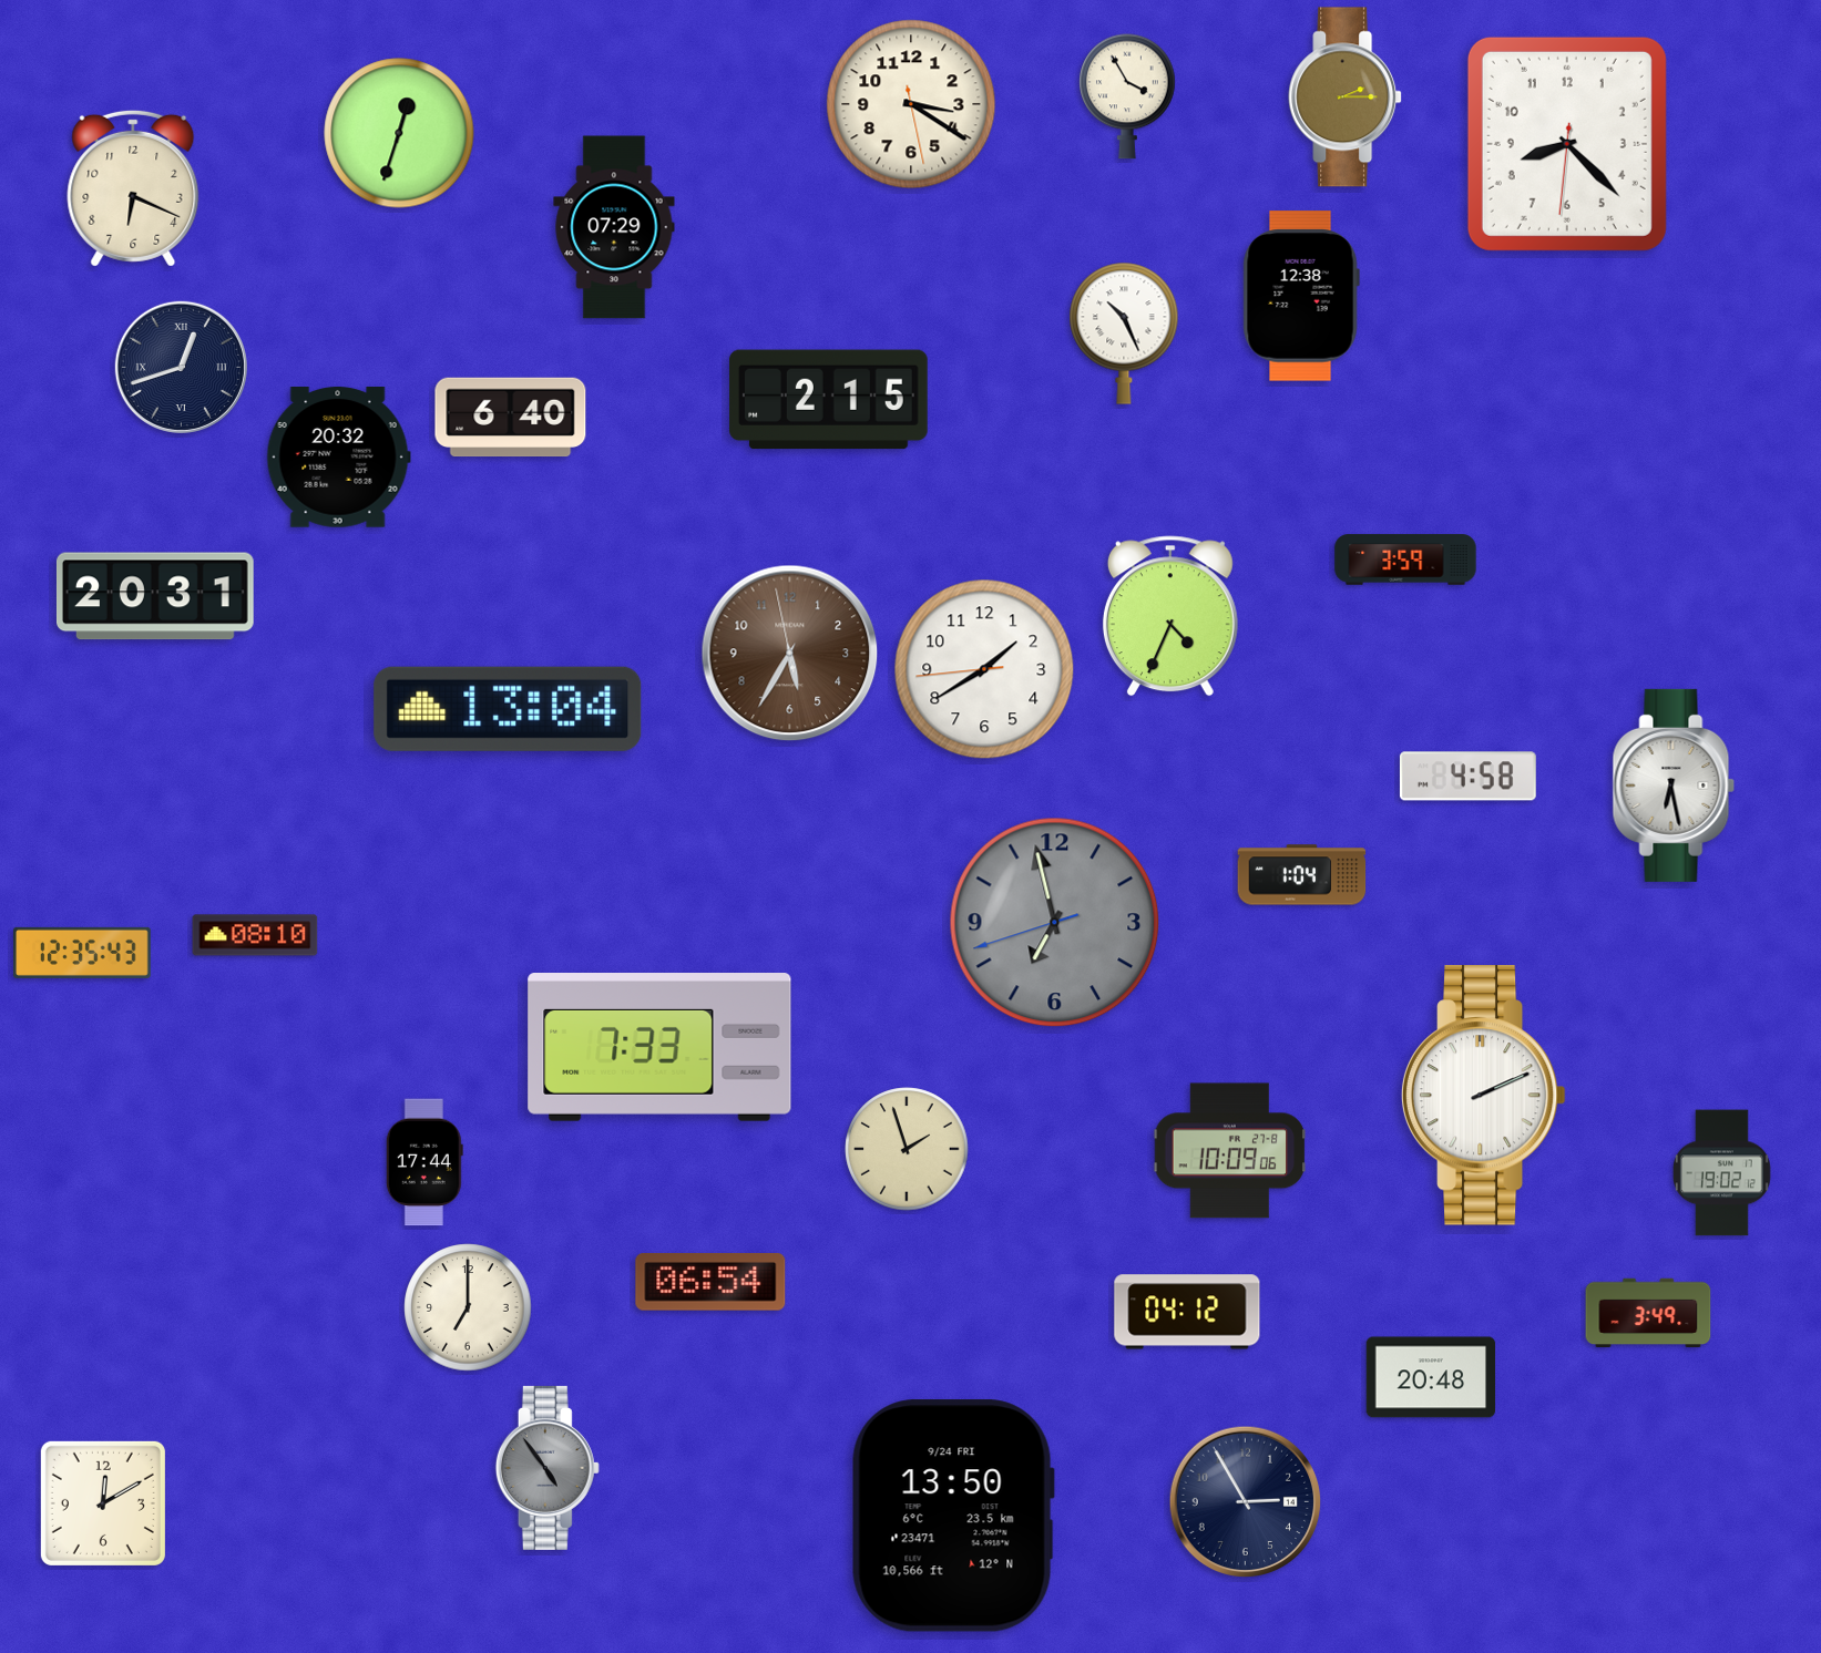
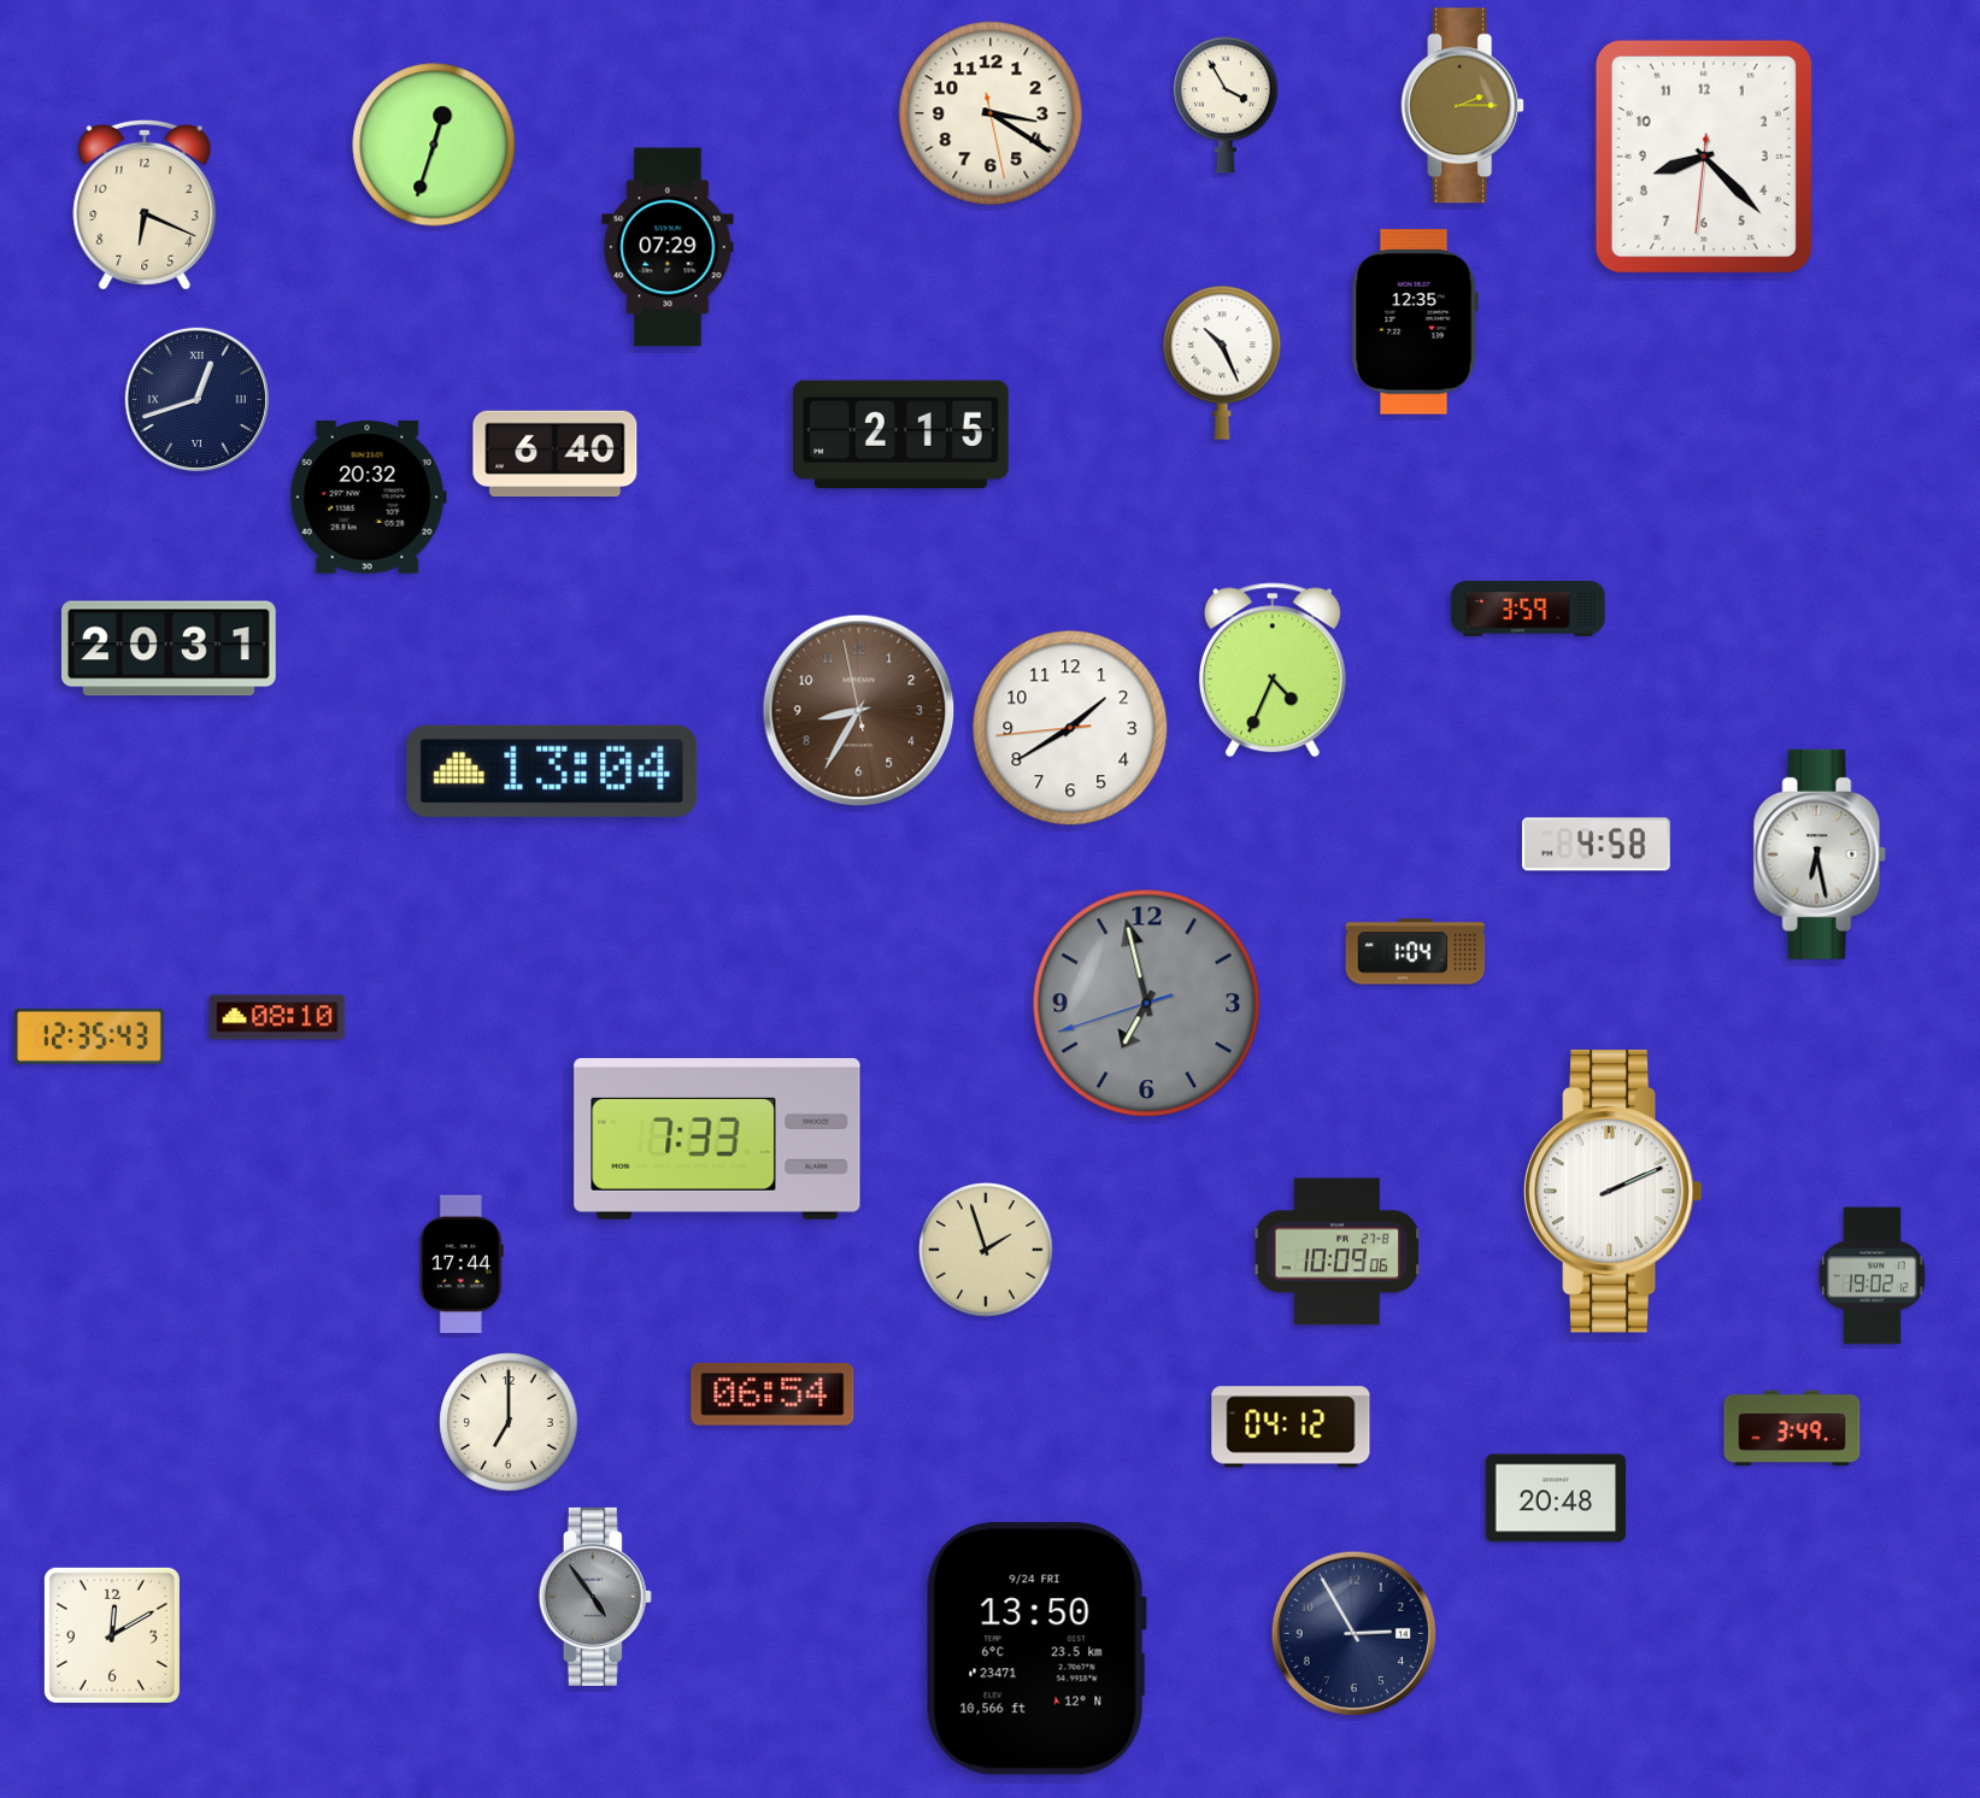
clock at (1301, 296): 12:38 -> 12:35
clock at (790, 654): 5:34 -> 8:34
